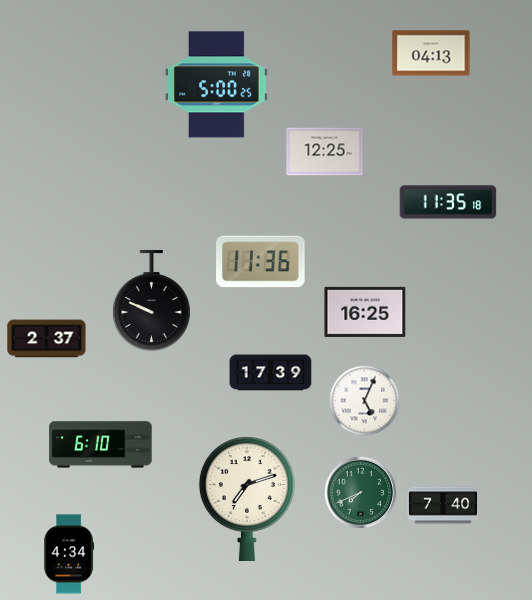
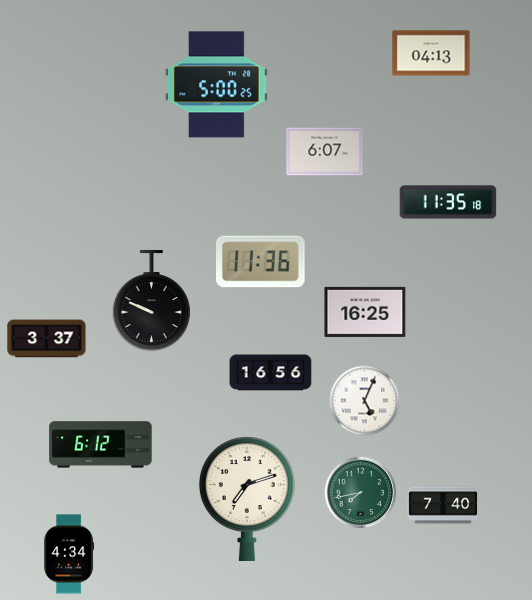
clock at (325, 152): 12:25 -> 6:07
clock at (47, 339): 2:37 -> 3:37
clock at (271, 373): 17:39 -> 16:56
clock at (101, 445): 6:10 -> 6:12
clock at (361, 493): 7:41 -> 7:43
